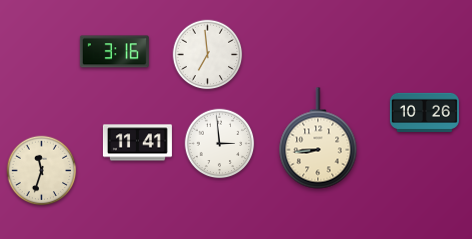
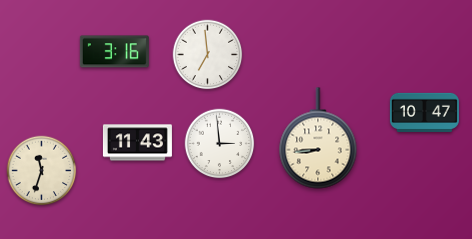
clock at (424, 112): 10:26 -> 10:47
clock at (137, 143): 11:41 -> 11:43
